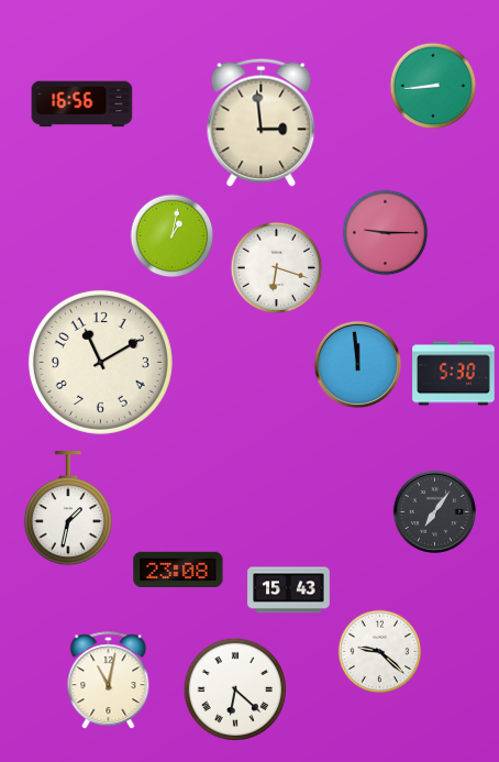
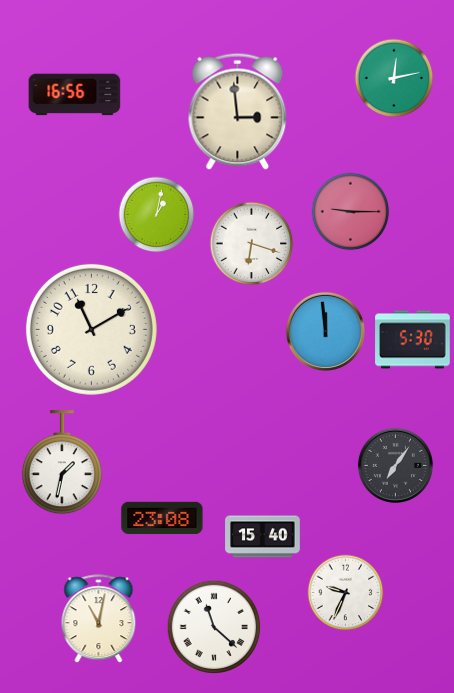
clock at (433, 86): 8:44 -> 12:13
clock at (289, 590): 15:43 -> 15:40
clock at (380, 652): 9:22 -> 9:34
clock at (235, 689): 6:22 -> 11:22
